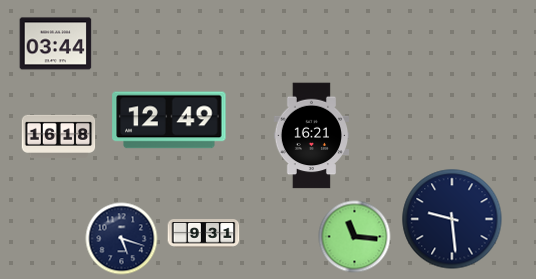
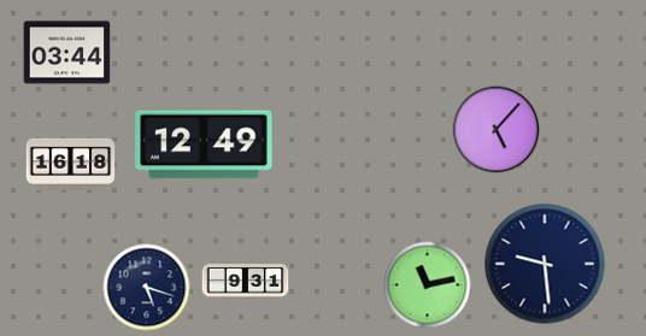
clock at (497, 130): none -> 5:07
clock at (312, 136): 16:21 -> none
clock at (355, 237): 11:16 -> 11:13
